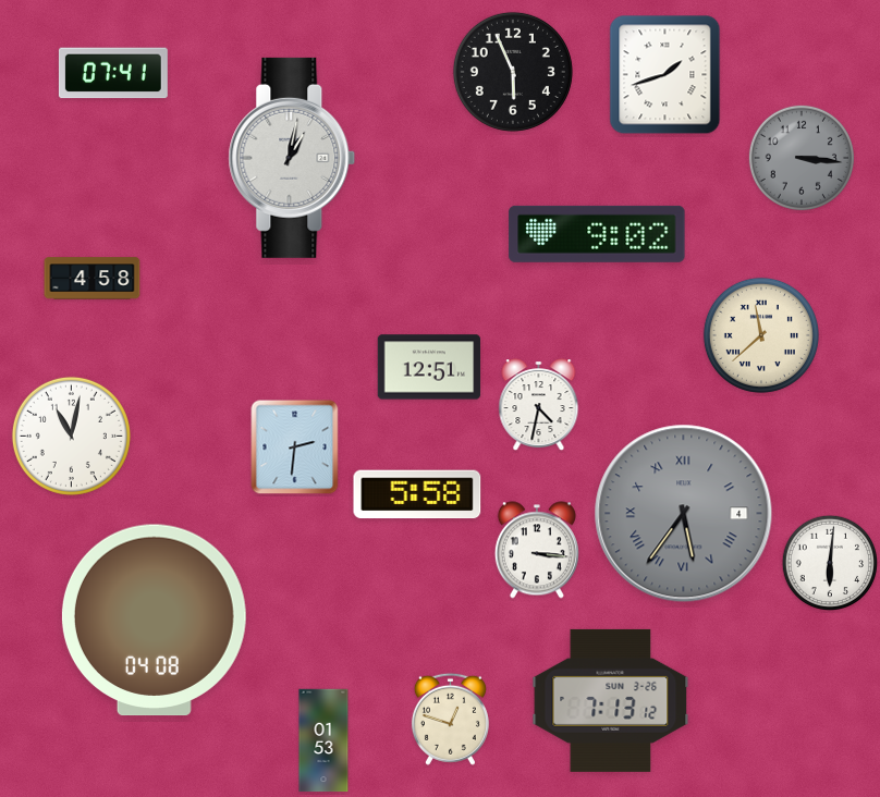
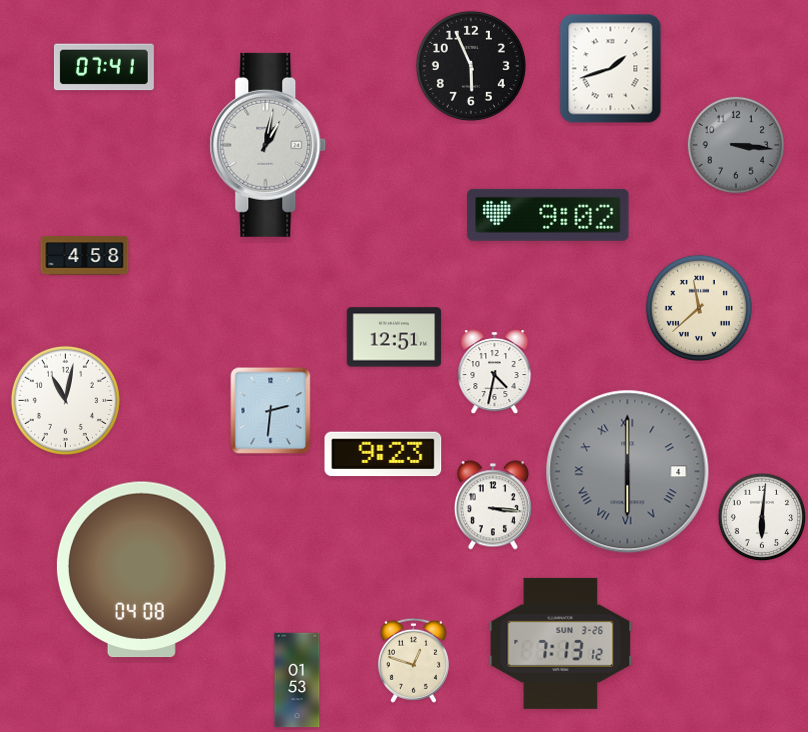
clock at (417, 494): 5:58 -> 9:23
clock at (684, 514): 5:36 -> 6:00
